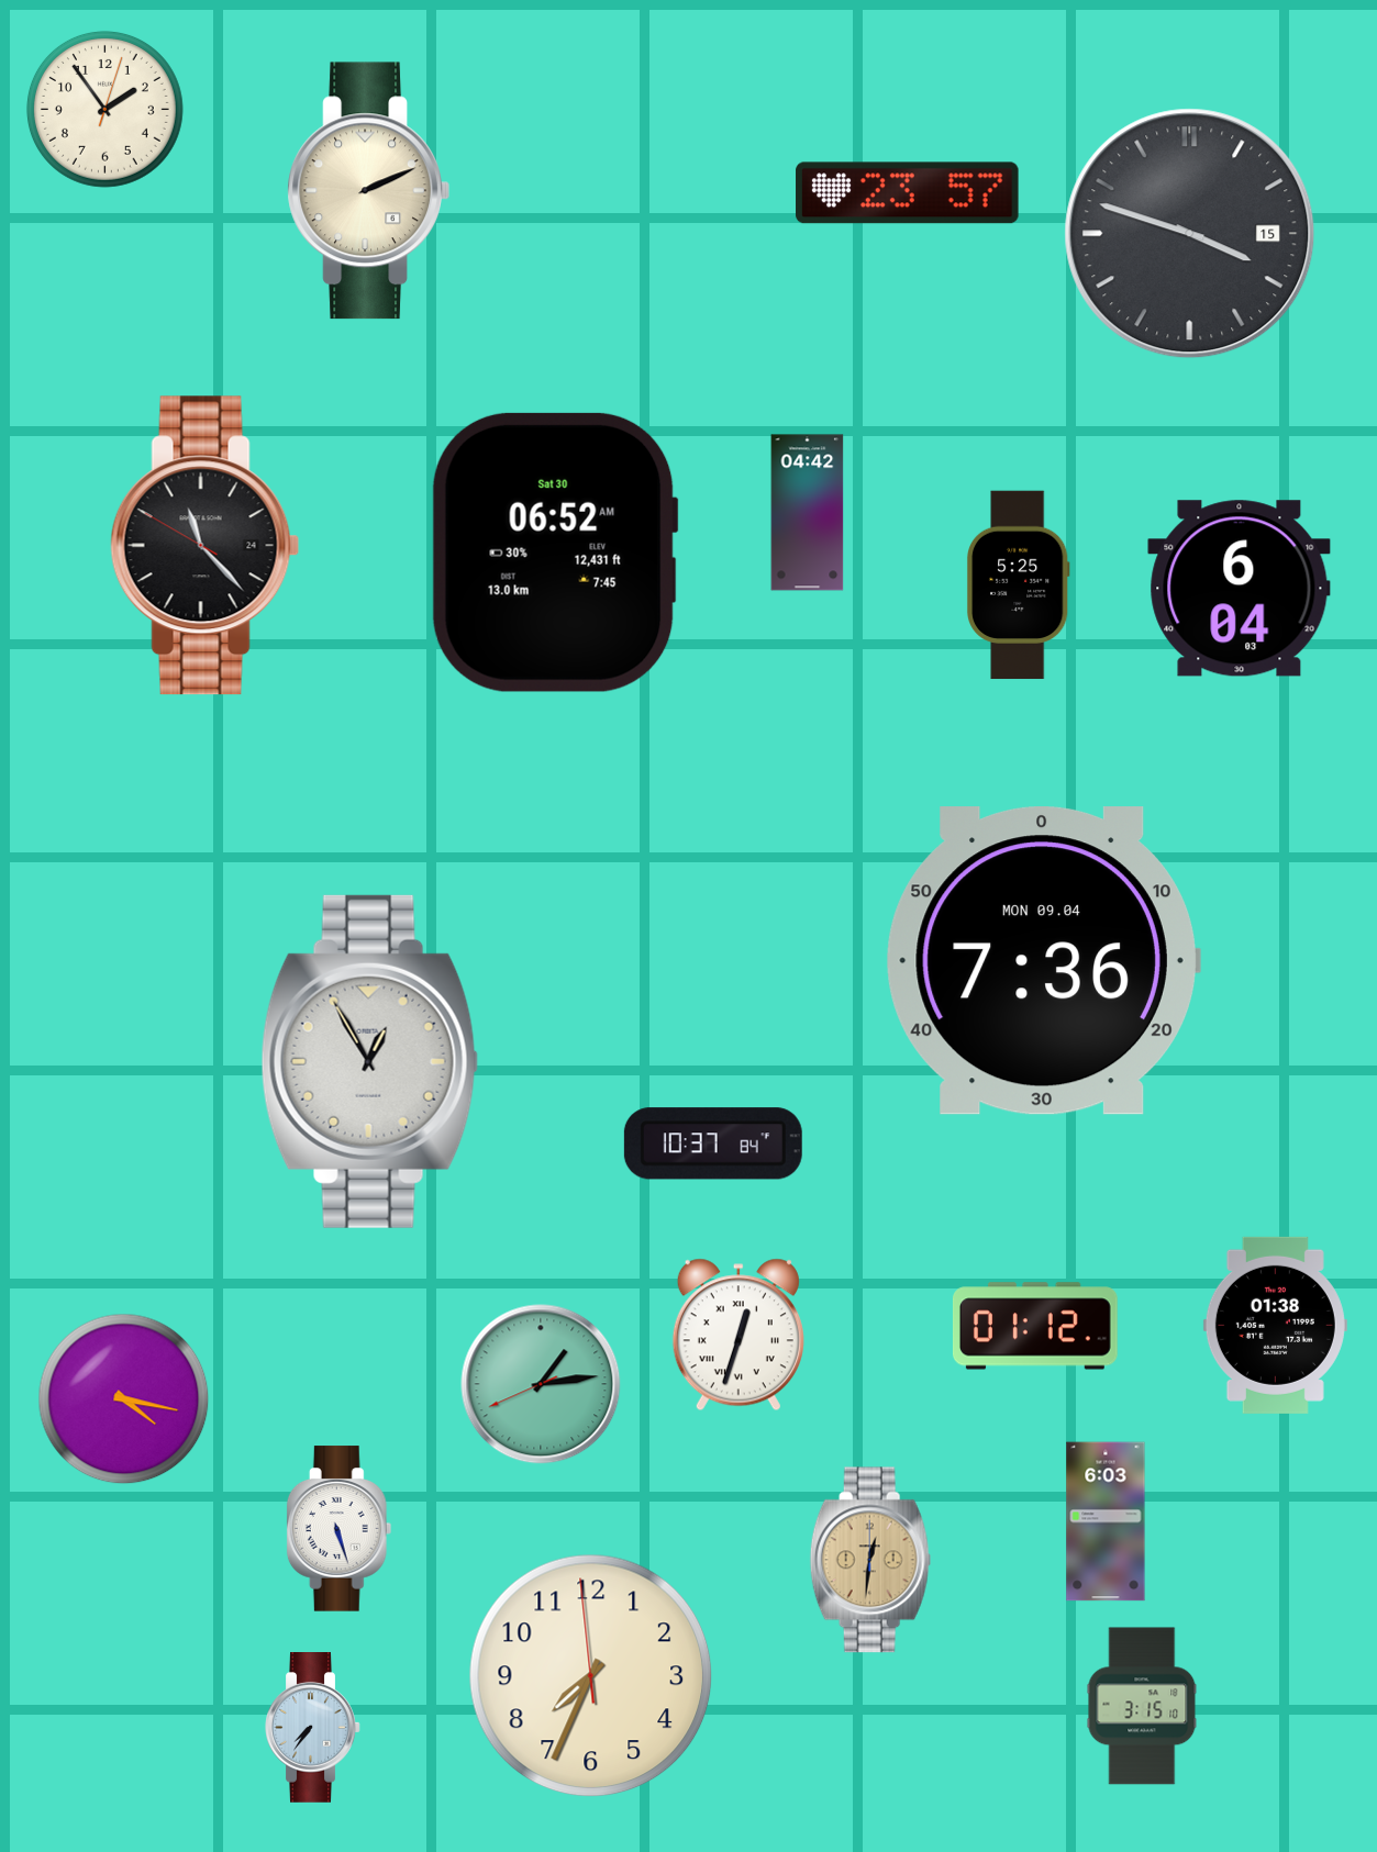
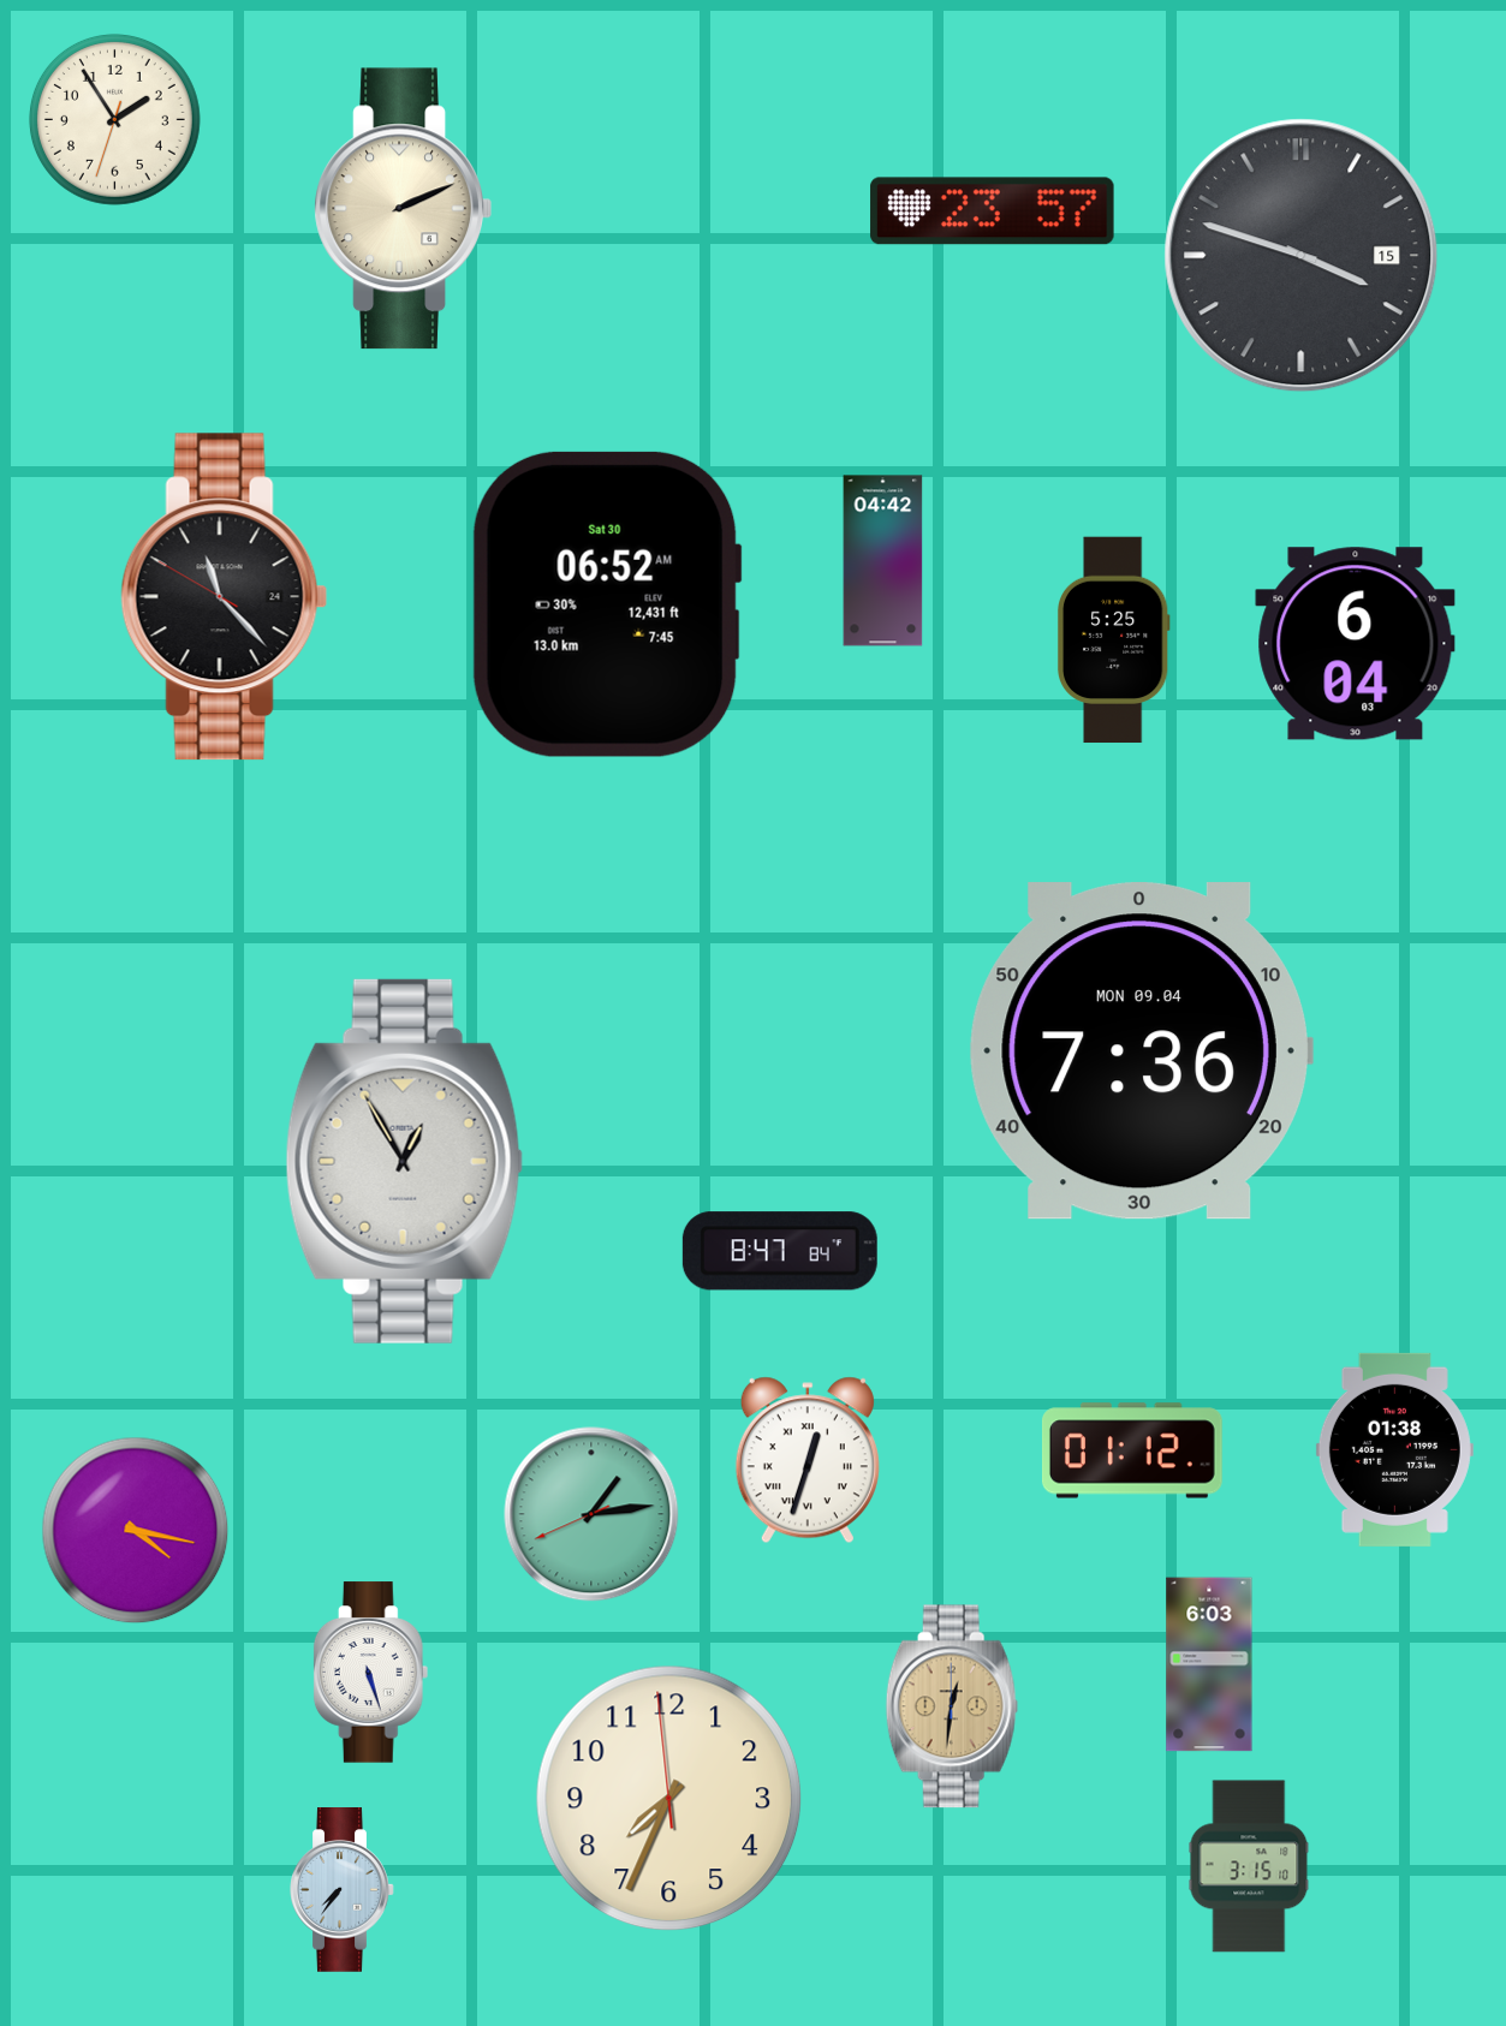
clock at (104, 109): 1:54:03 -> 1:54:33
clock at (713, 1143): 10:37 -> 8:47
clock at (591, 1676) position: (591, 1676) -> (669, 1799)
